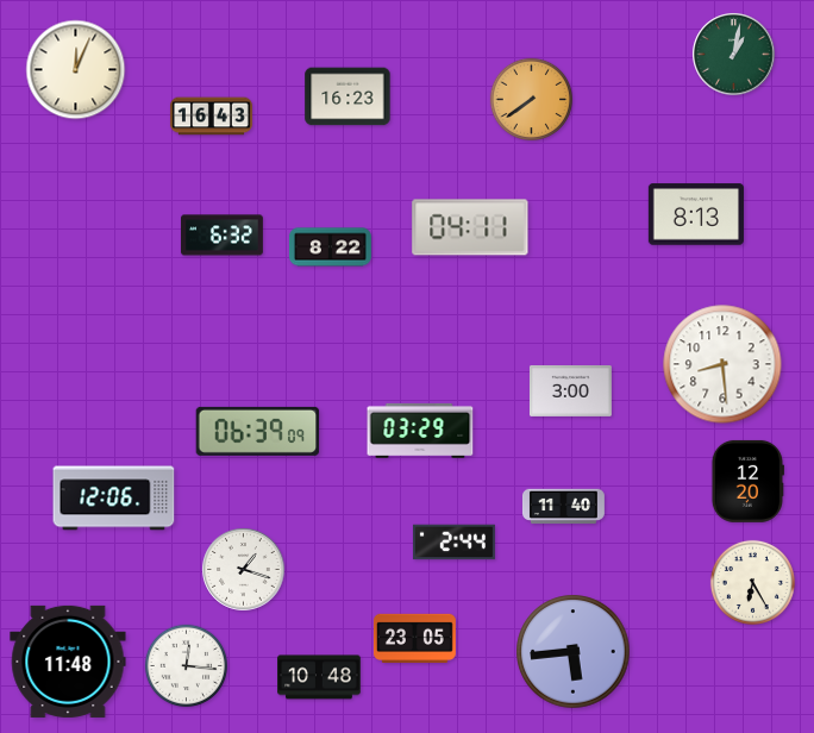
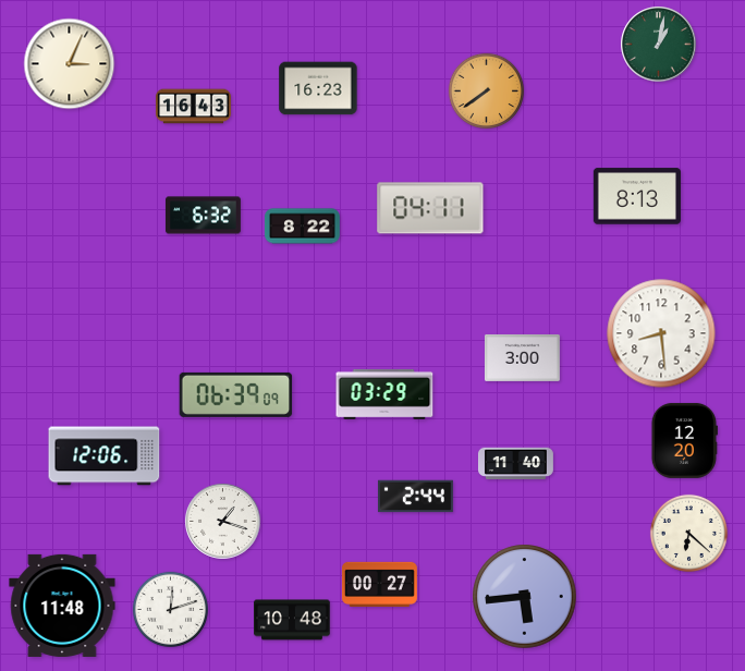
clock at (734, 55) position: (734, 55) -> (659, 45)
clock at (76, 70): 12:04 -> 3:04
clock at (752, 582): 6:25 -> 6:22
clock at (414, 638): 23:05 -> 00:27
clock at (187, 666): 12:16 -> 12:12
